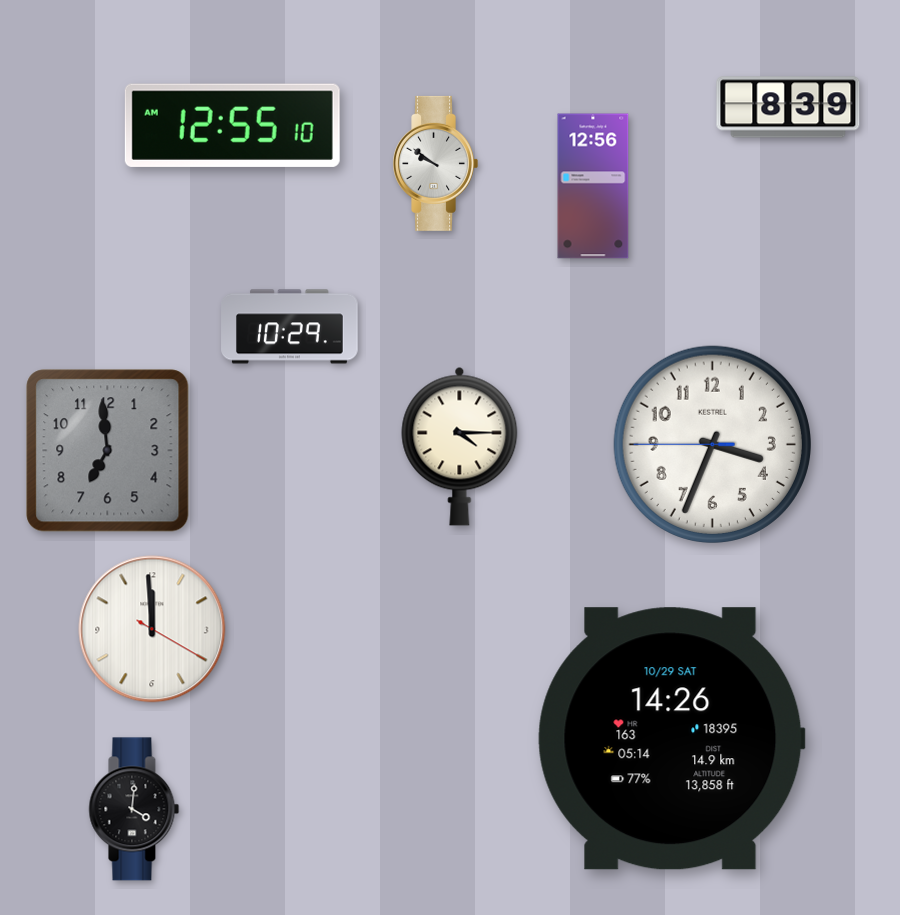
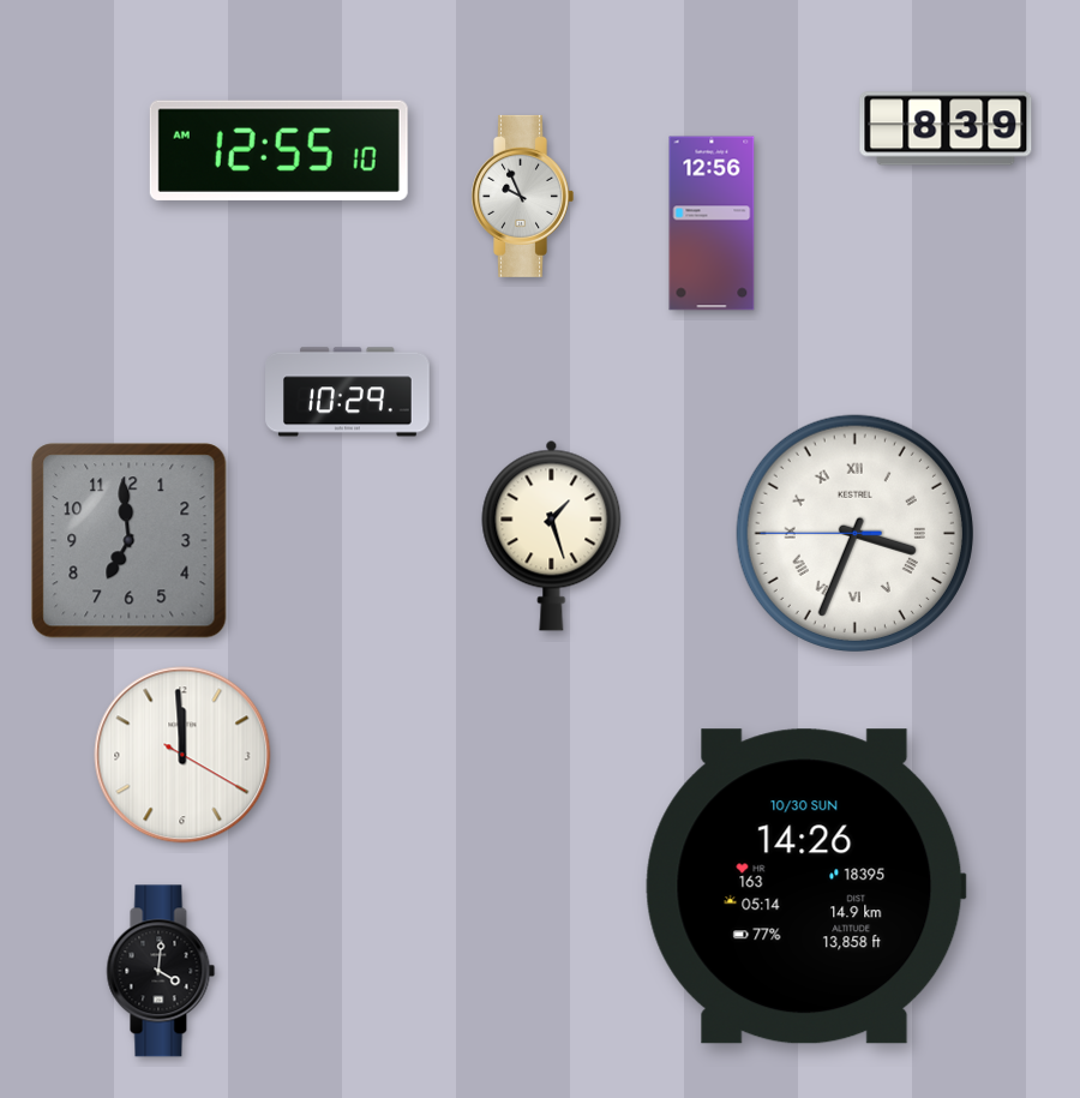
clock at (435, 163): 9:51 -> 9:56
clock at (712, 444) numerals: Arabic -> Roman
clock at (460, 446): 4:15 -> 1:27
clock at (671, 739) date: 10/29 SAT -> 10/30 SUN
